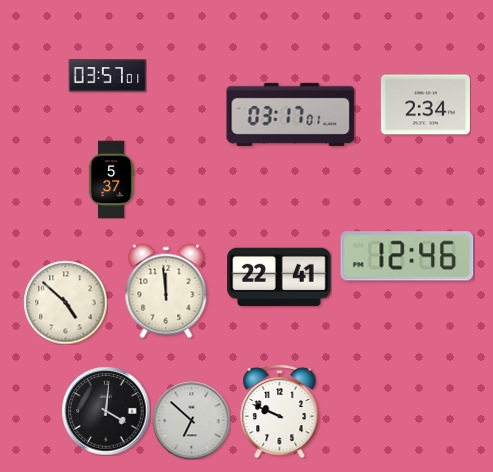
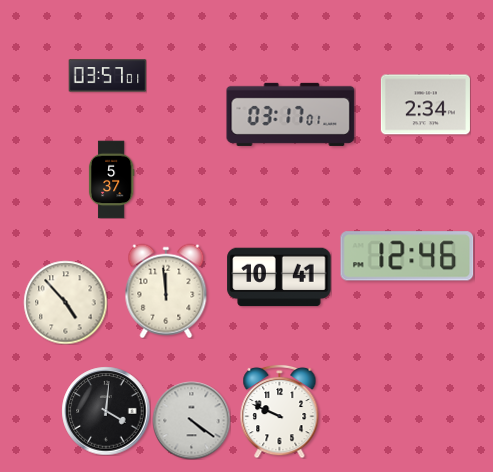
clock at (279, 277): 22:41 -> 10:41
clock at (65, 302): 4:52 -> 4:53
clock at (191, 420): 6:52 -> 4:21
